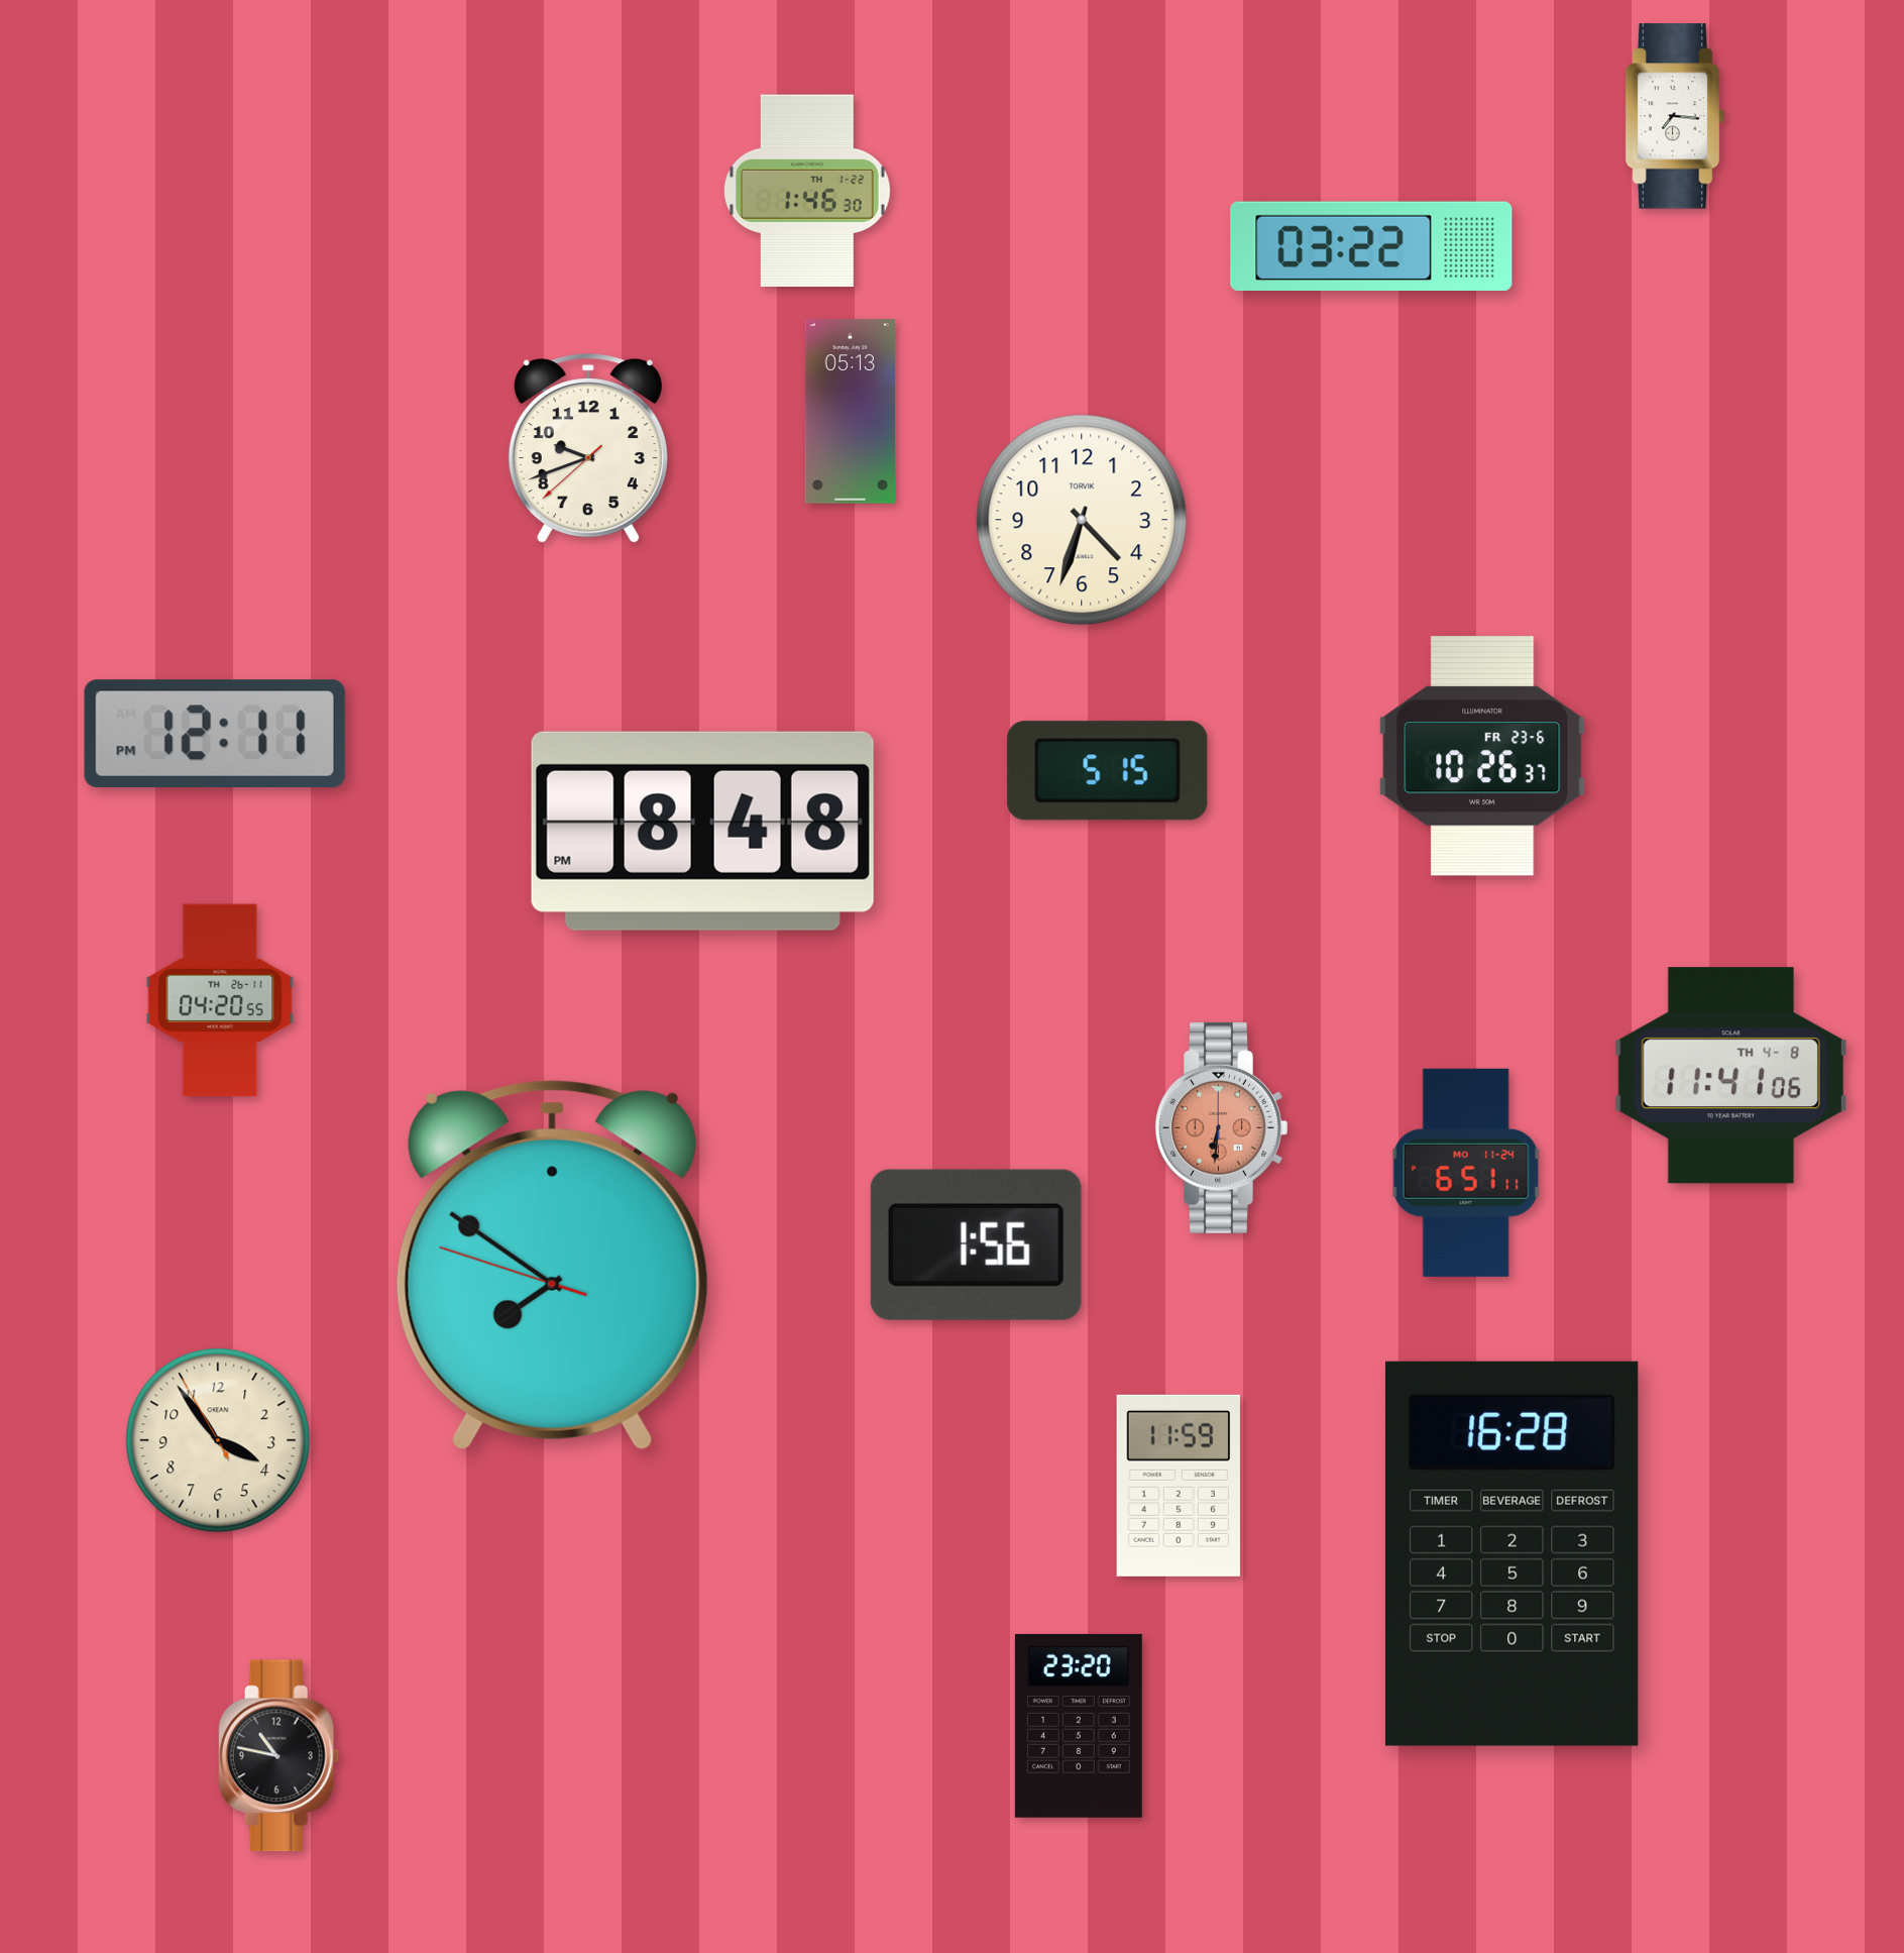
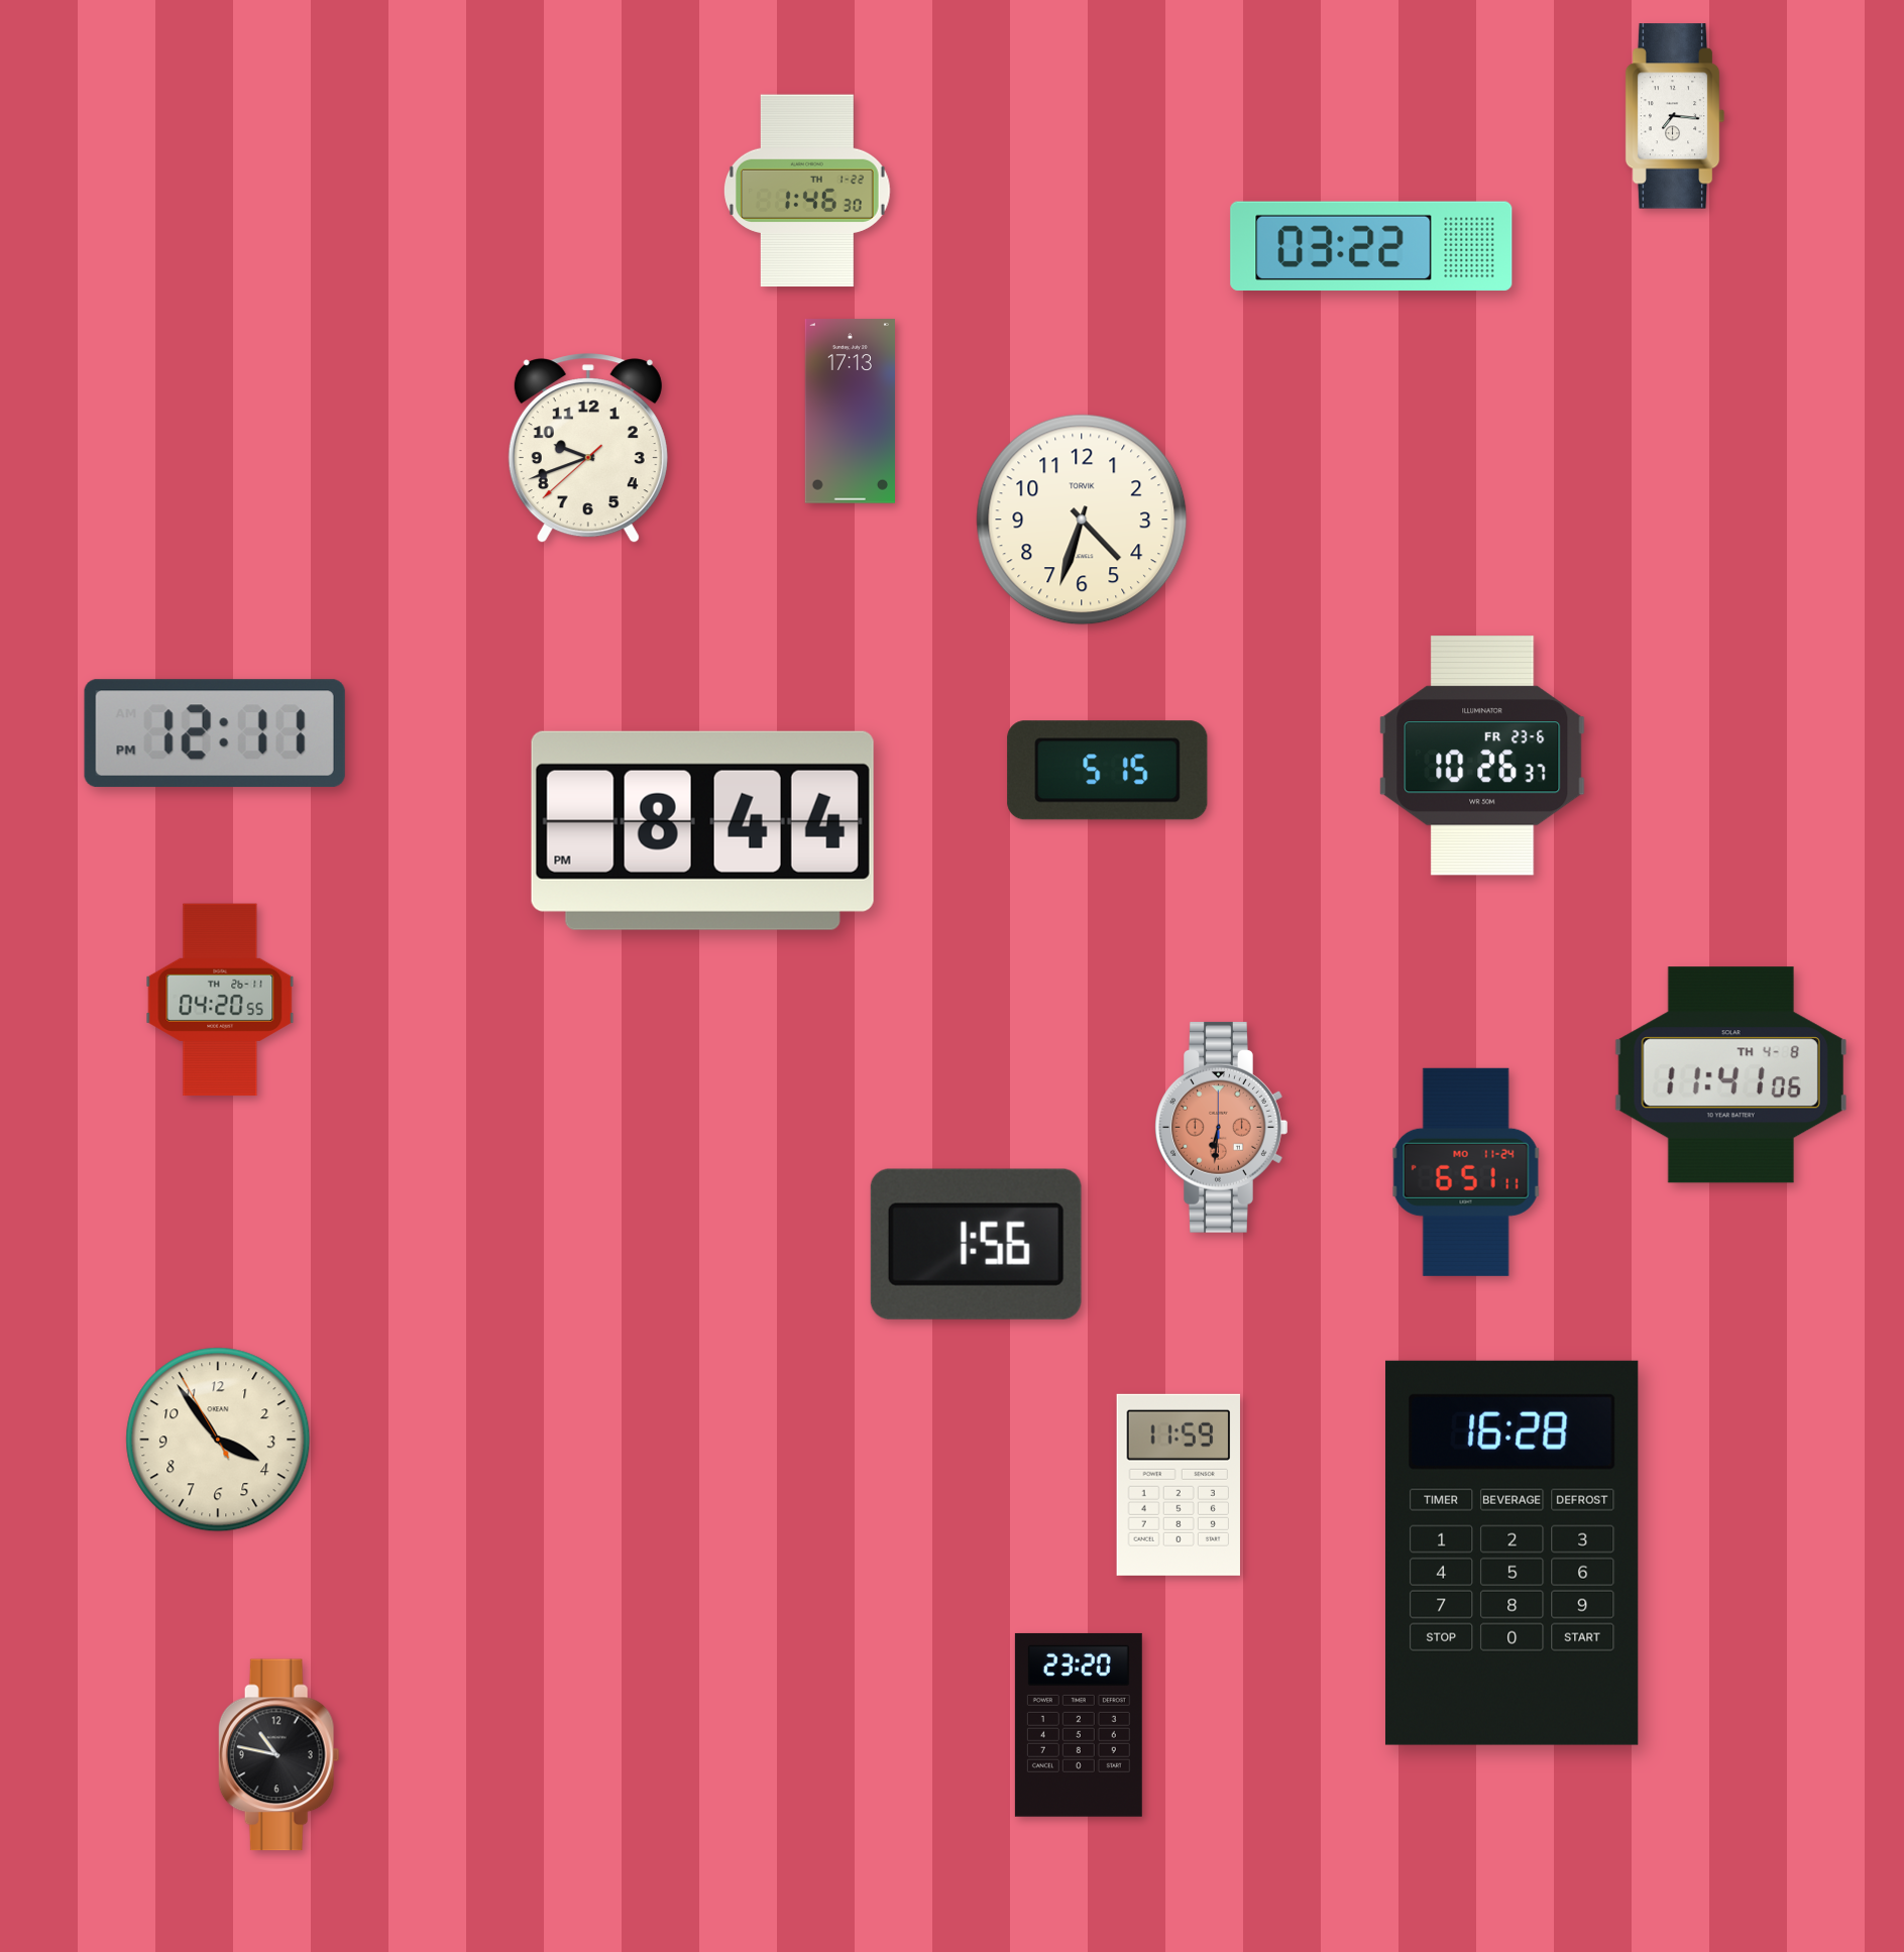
clock at (850, 412): 05:13 -> 17:13
clock at (702, 831): 8:48 -> 8:44
clock at (552, 1266): 7:50 -> none
